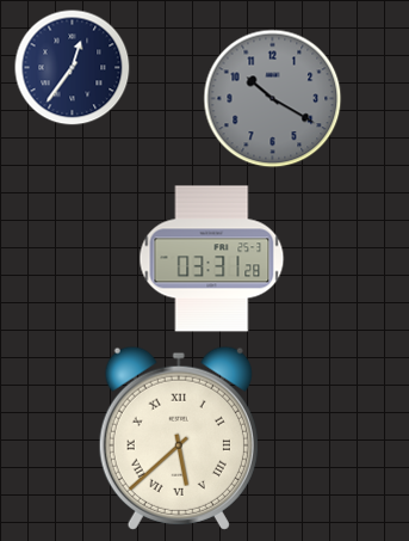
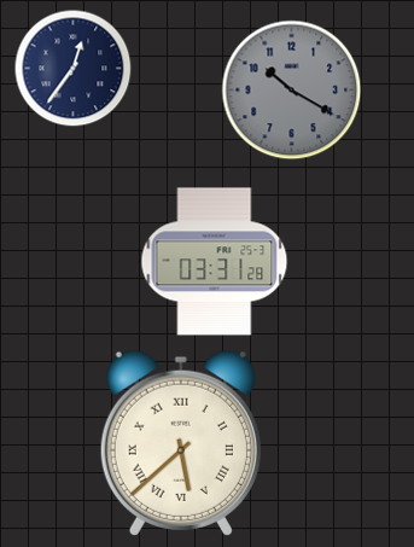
clock at (273, 99) position: (273, 99) -> (292, 91)
